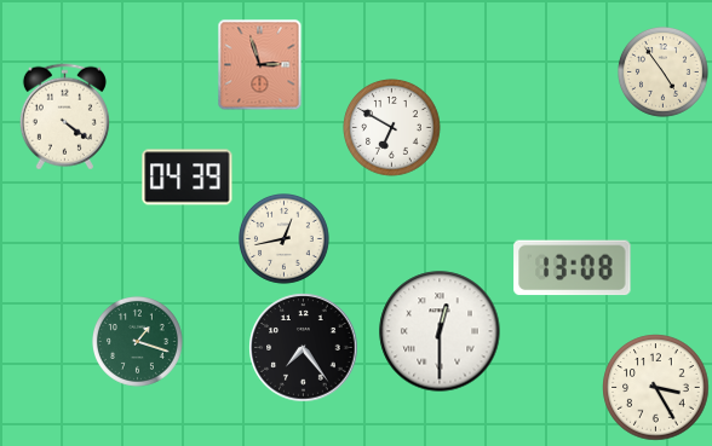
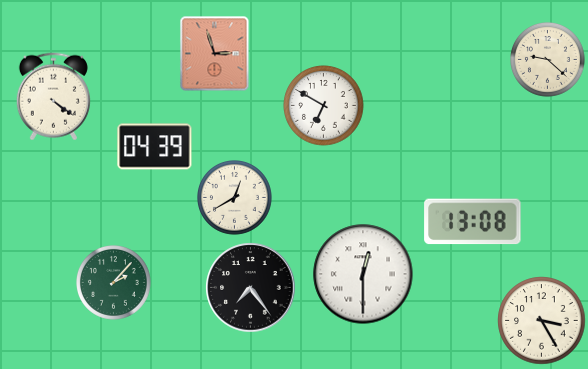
clock at (664, 73): 4:54 -> 9:22
clock at (285, 239): 12:43 -> 12:40
clock at (138, 342): 1:18 -> 2:07
